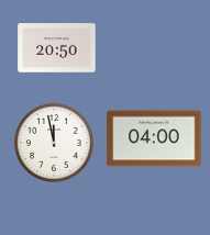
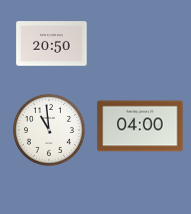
clock at (54, 143): 11:58 -> 10:59
